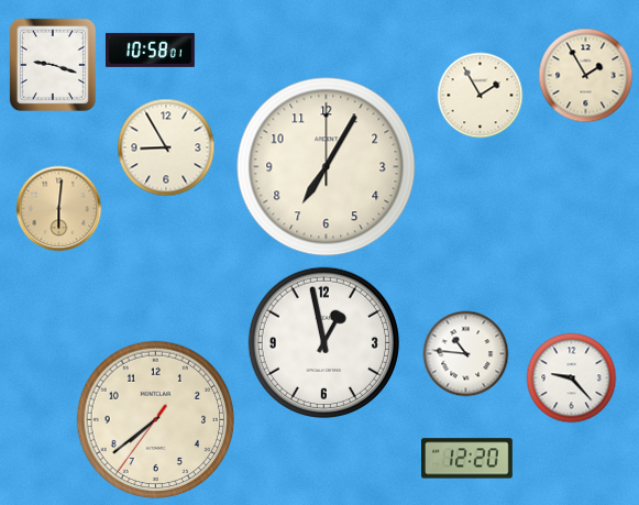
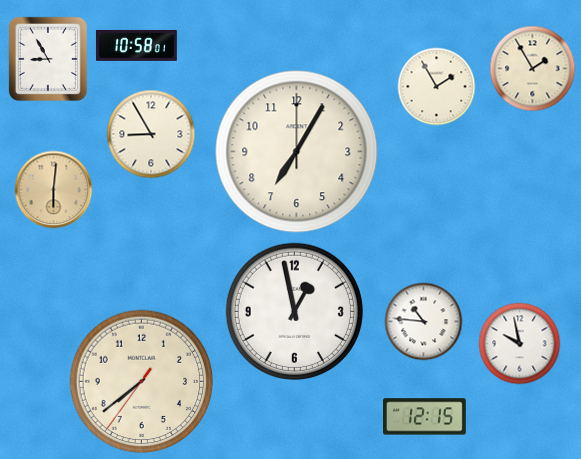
clock at (53, 65): 9:18 -> 8:55
clock at (571, 377): 9:23 -> 9:58
clock at (467, 459): 12:20 -> 12:15
